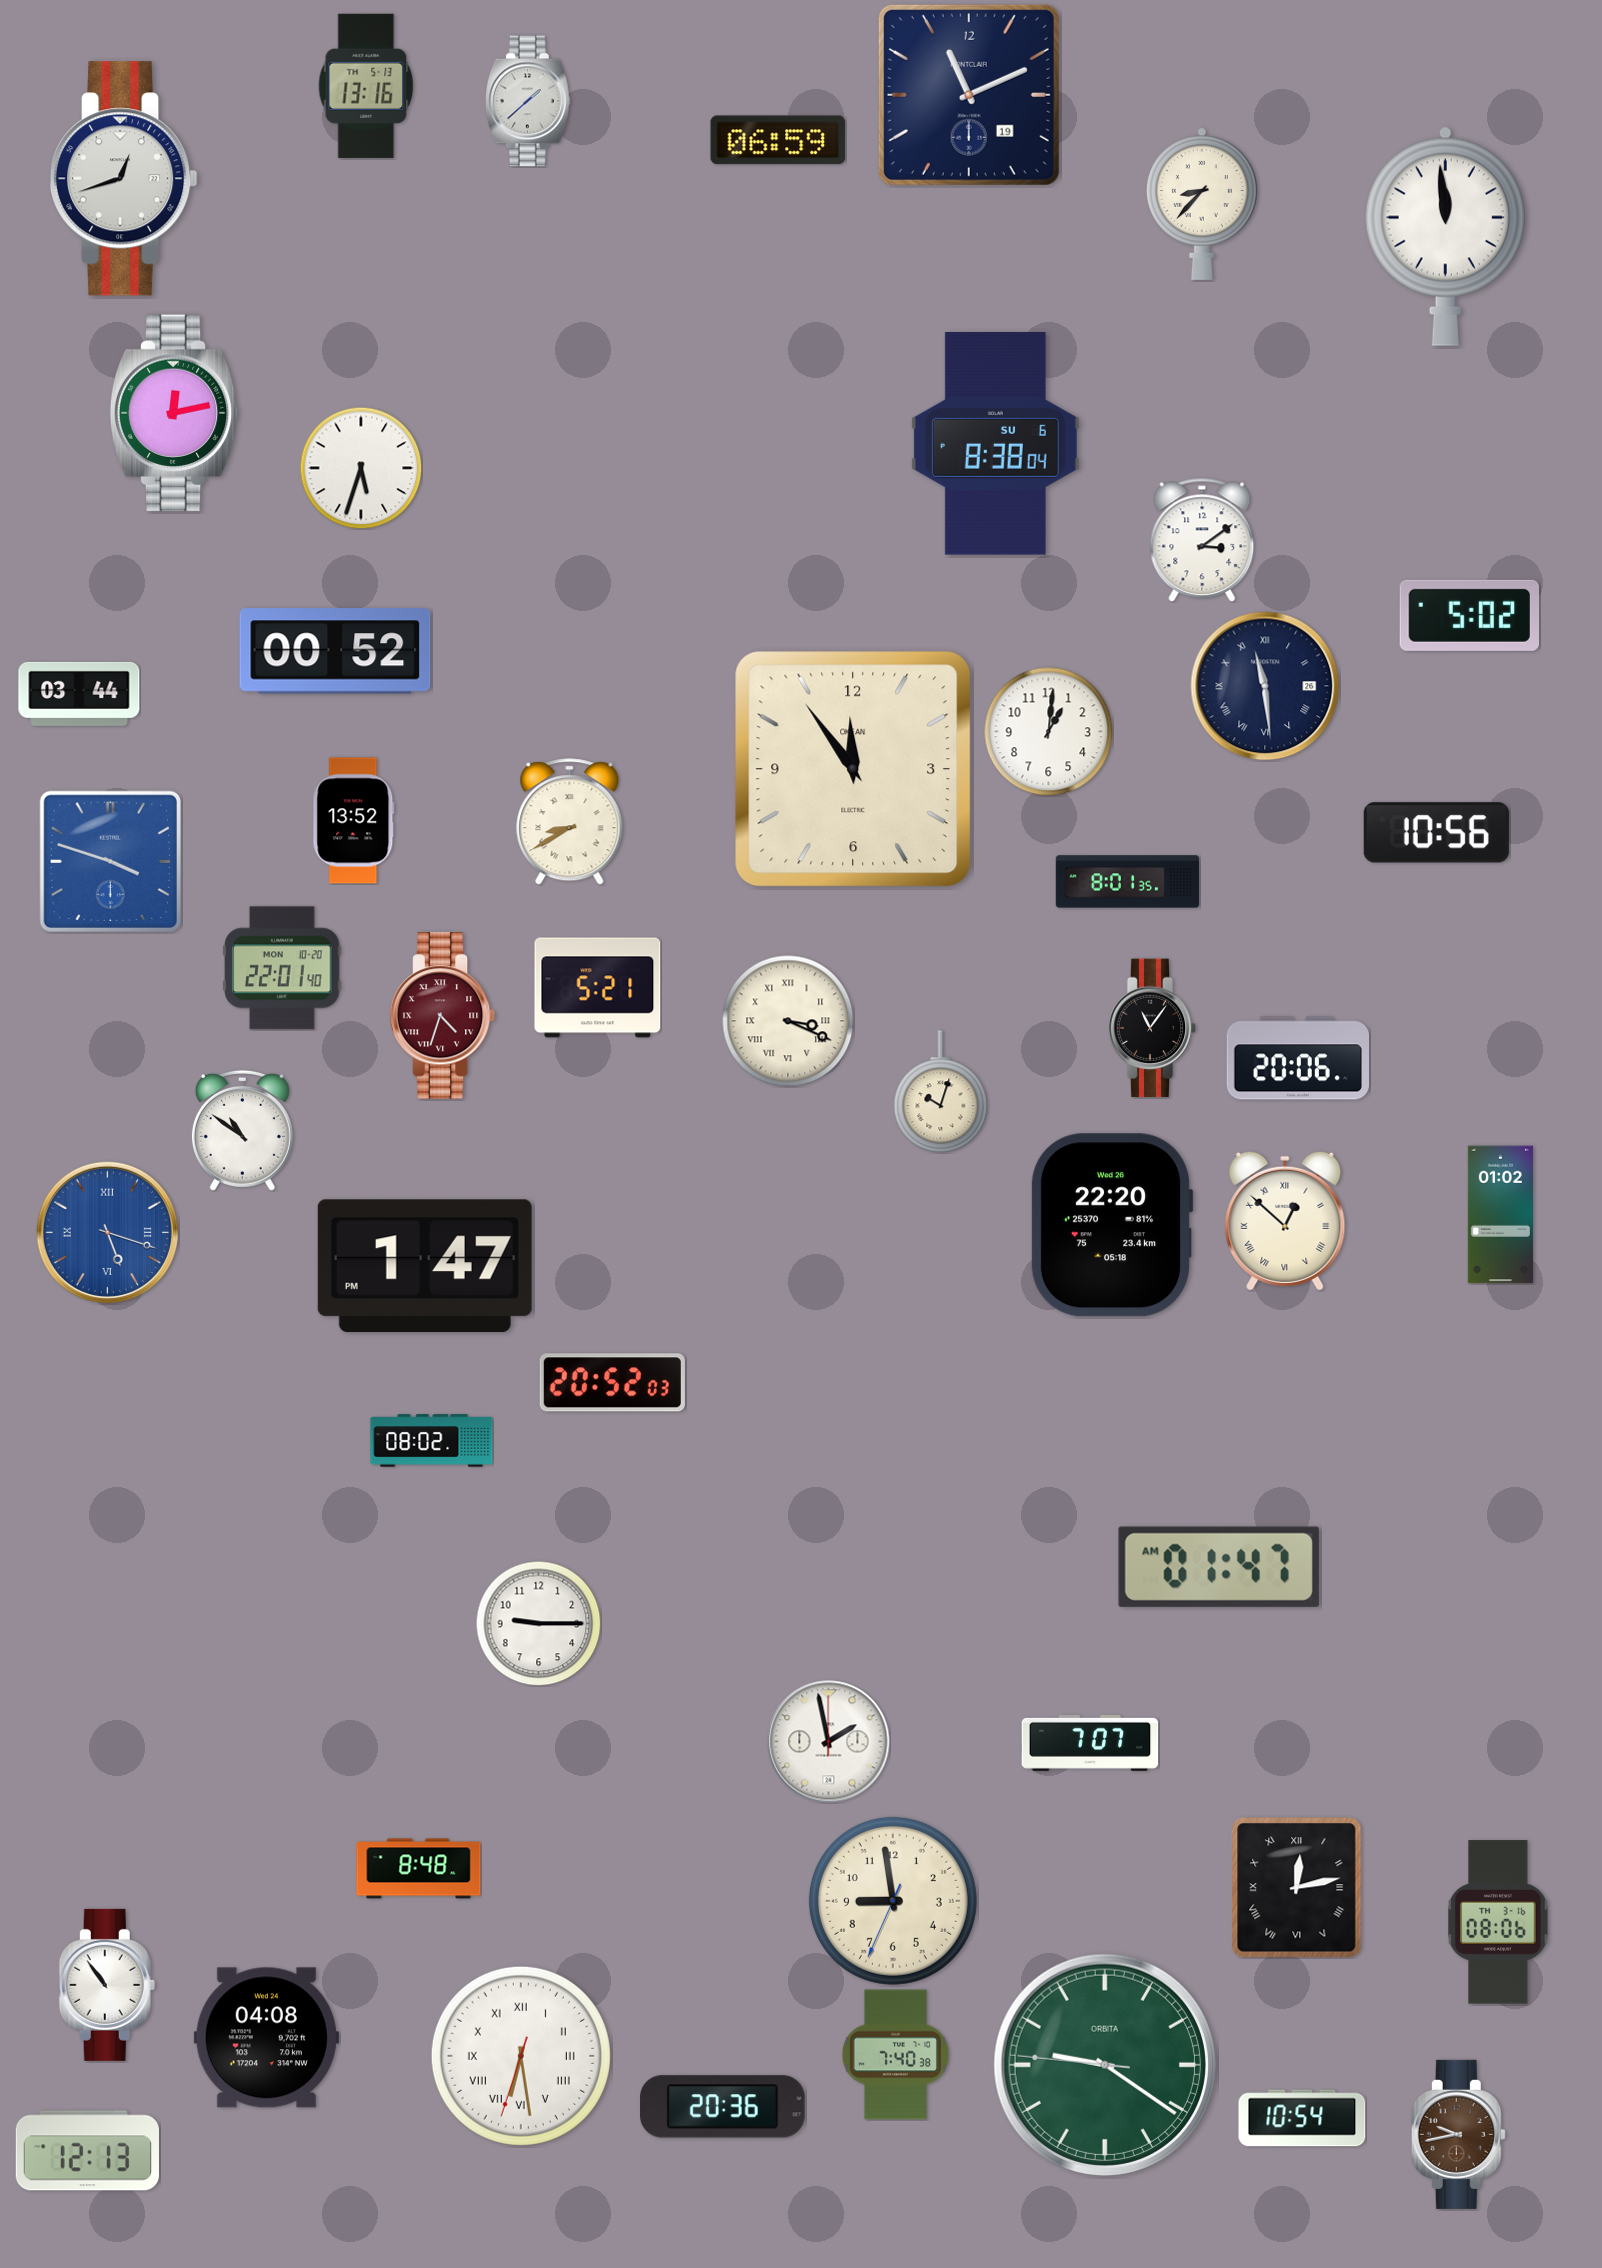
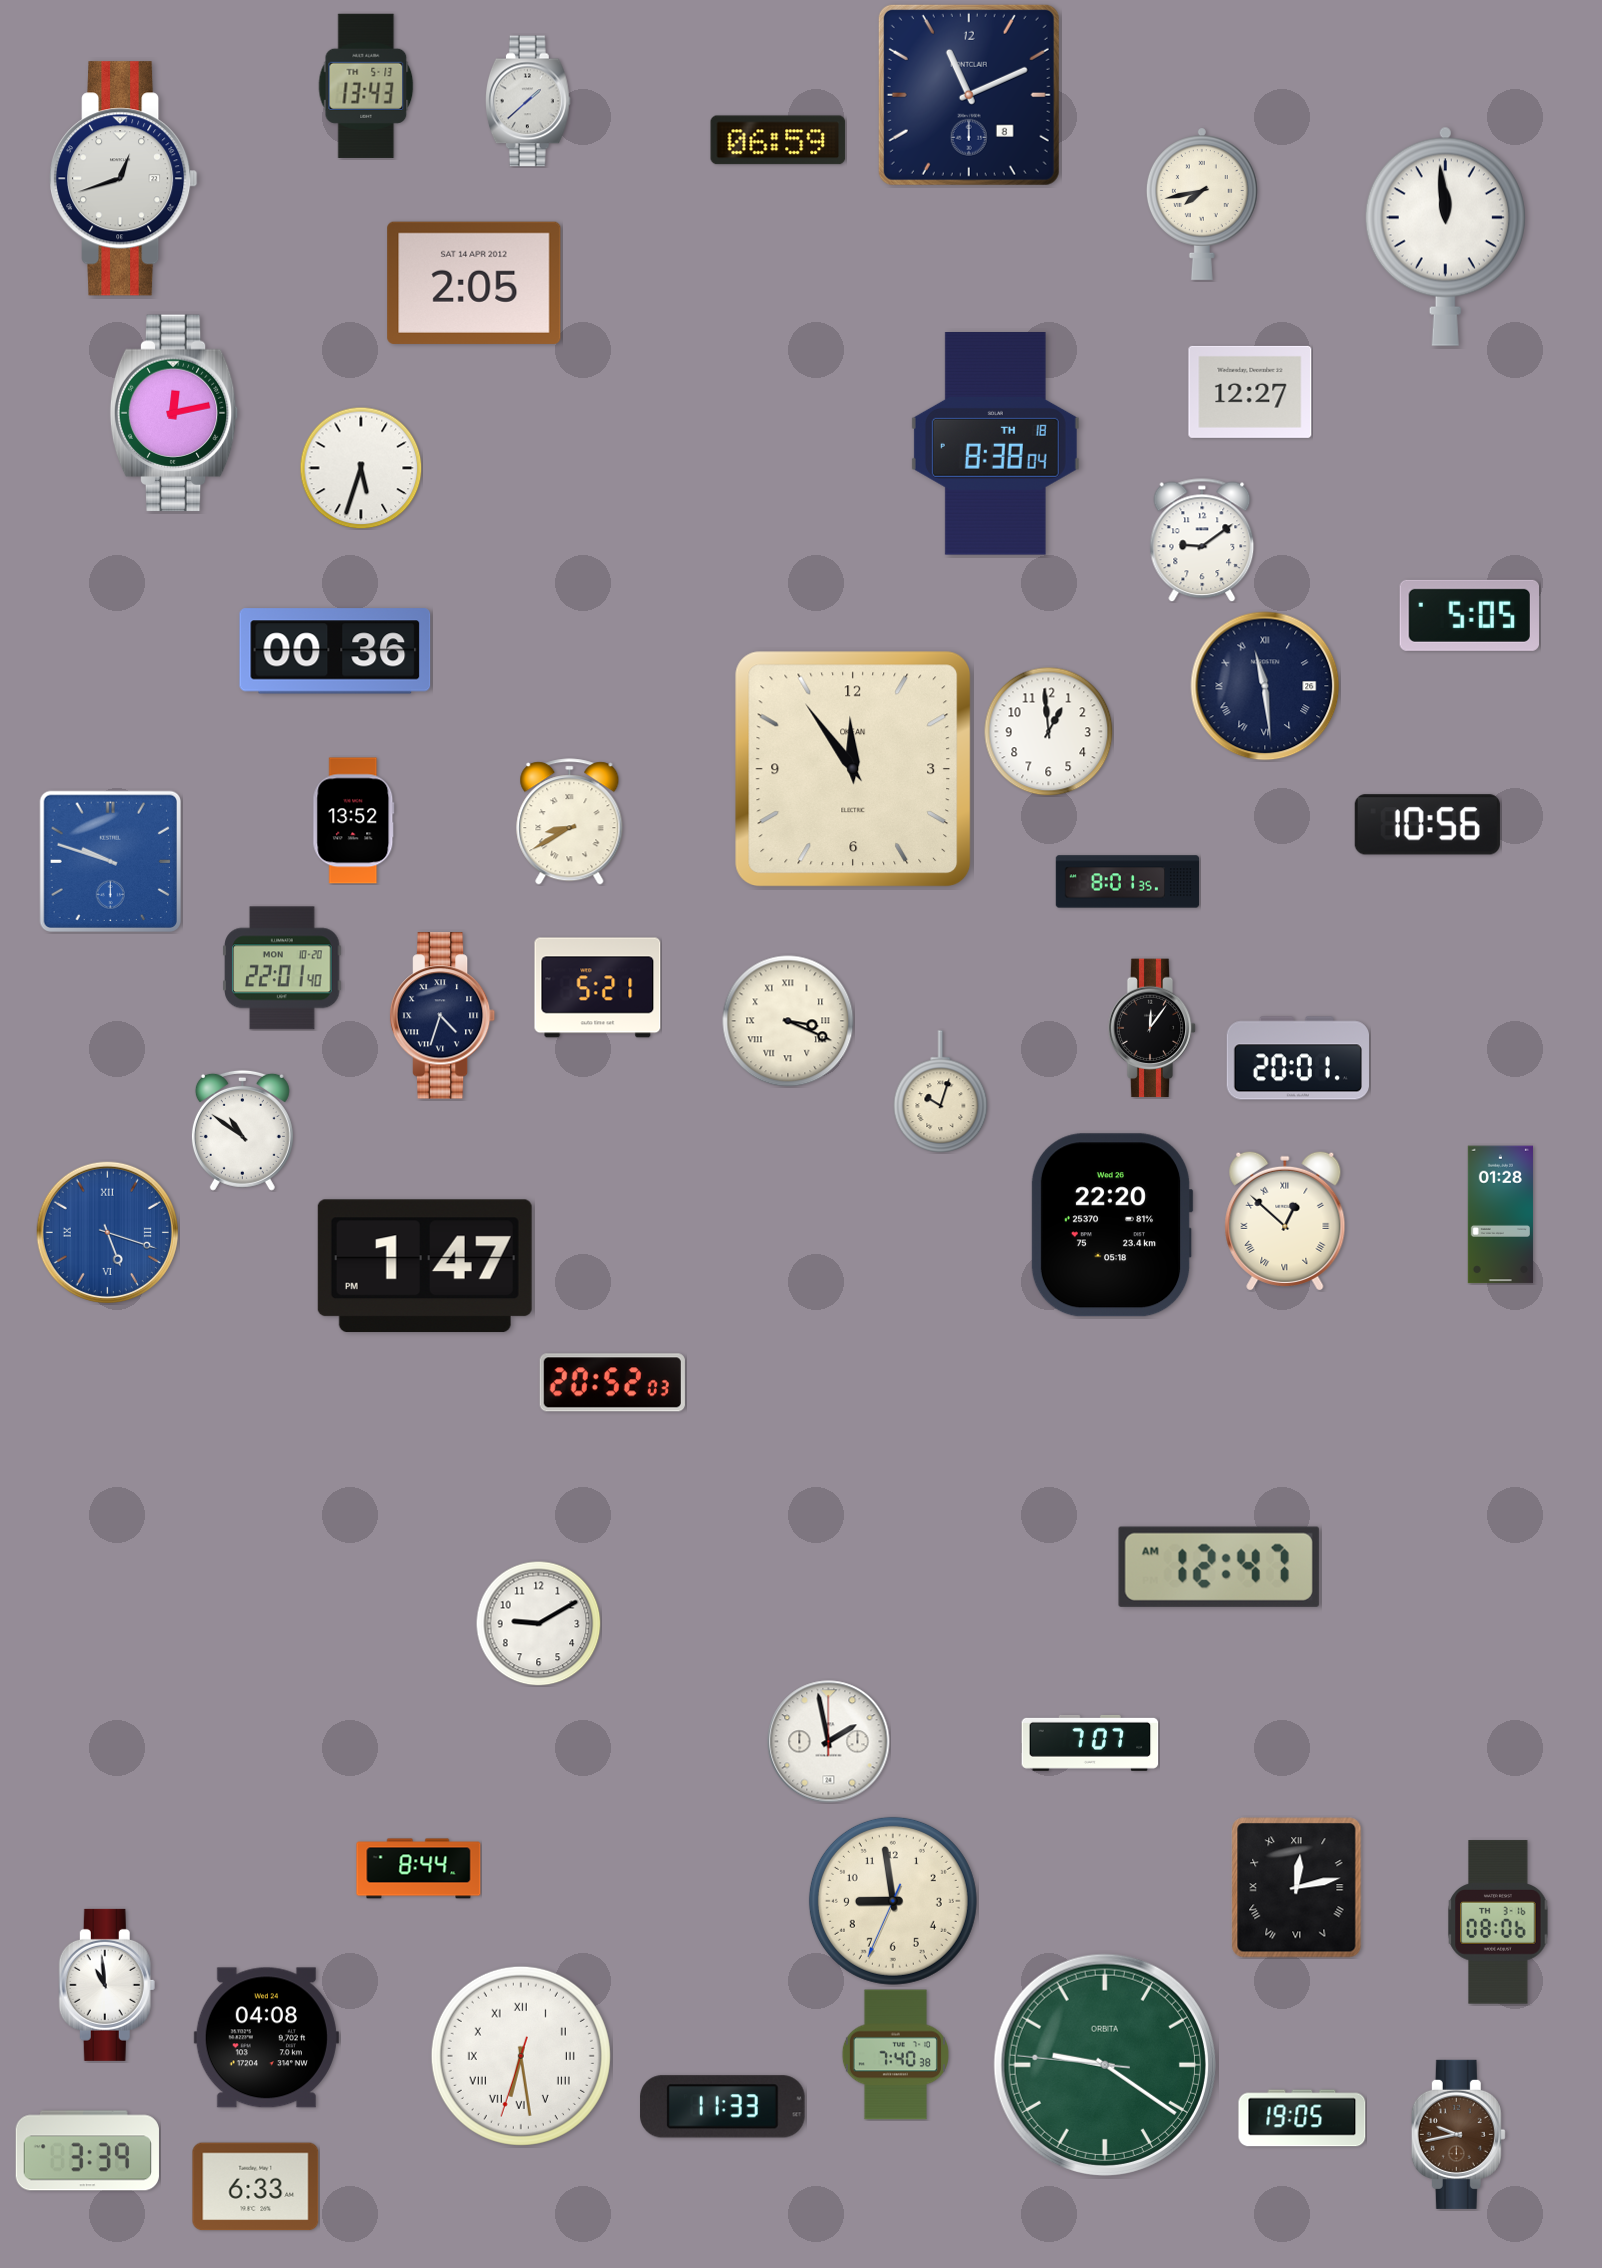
clock at (366, 86): 13:16 -> 13:43
clock at (969, 95) date: 19 -> 8
clock at (1202, 204): 8:37 -> 7:43
clock at (474, 283): none -> 2:05
clock at (1250, 392): none -> 12:27
clock at (995, 444) date: SU 6 -> TH 18
clock at (1202, 540): 3:09 -> 9:09
clock at (1469, 615): 5:02 -> 5:05
clock at (335, 651): 00:52 -> 00:36
clock at (79, 694): 03:44 -> none
clock at (1048, 731): 1:01 -> 12:59
clock at (1436, 833) position: (1436, 833) -> (1427, 825)
clock at (110, 861): 3:48 -> 9:48
clock at (443, 1016) dial: burgundy -> navy
clock at (1152, 1028): 11:06 -> 12:06
clock at (1297, 1058): 20:06 -> 20:01
clock at (1500, 1215): 01:02 -> 01:28
clock at (432, 1441): 08:02 -> none
clock at (1219, 1567): 01:47 -> 12:47
clock at (538, 1623): 9:15 -> 9:10
clock at (419, 1869): 8:48 -> 8:44
clock at (107, 1985): 10:54 -> 10:59
clock at (723, 2107): 20:36 -> 11:33
clock at (1302, 2118): 10:54 -> 19:05
clock at (87, 2151): 12:13 -> 3:39
clock at (256, 2187): none -> 6:33
